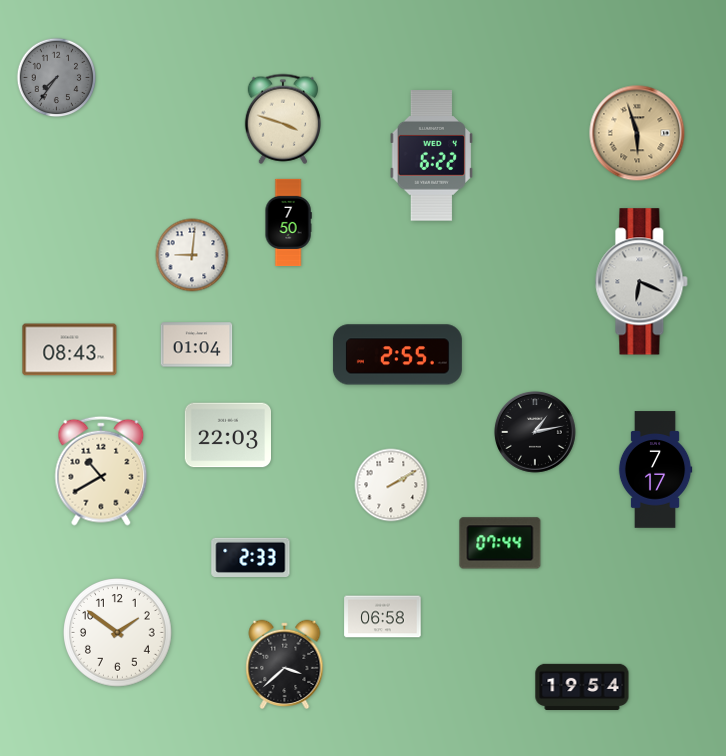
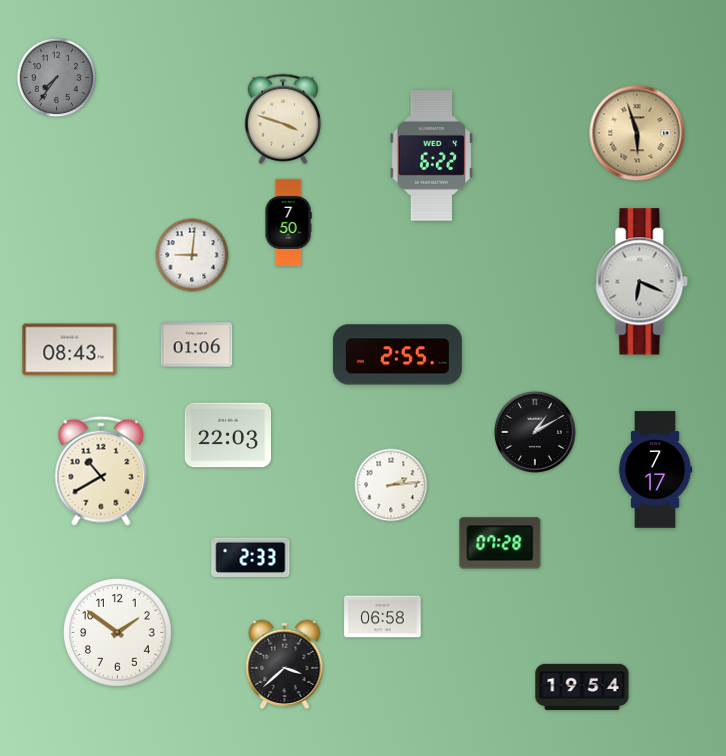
clock at (197, 345): 01:04 -> 01:06
clock at (535, 432): 1:13 -> 1:10
clock at (391, 485): 2:10 -> 2:14
clock at (500, 543): 07:44 -> 07:28
